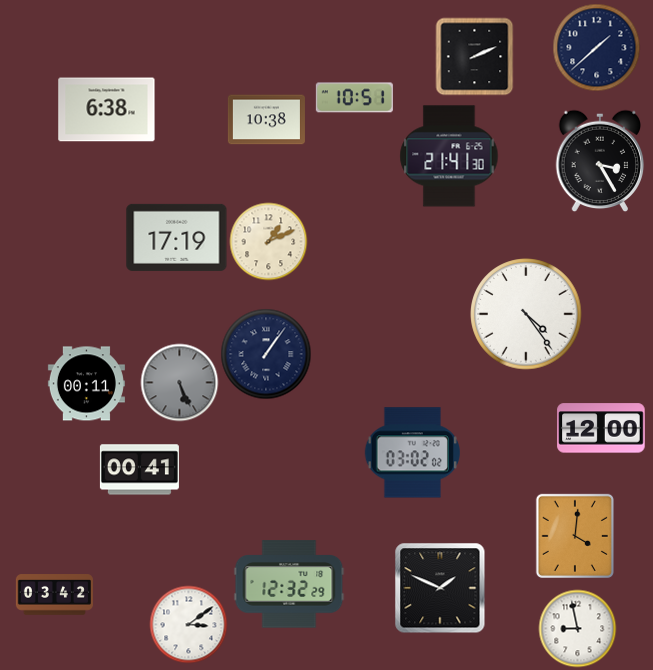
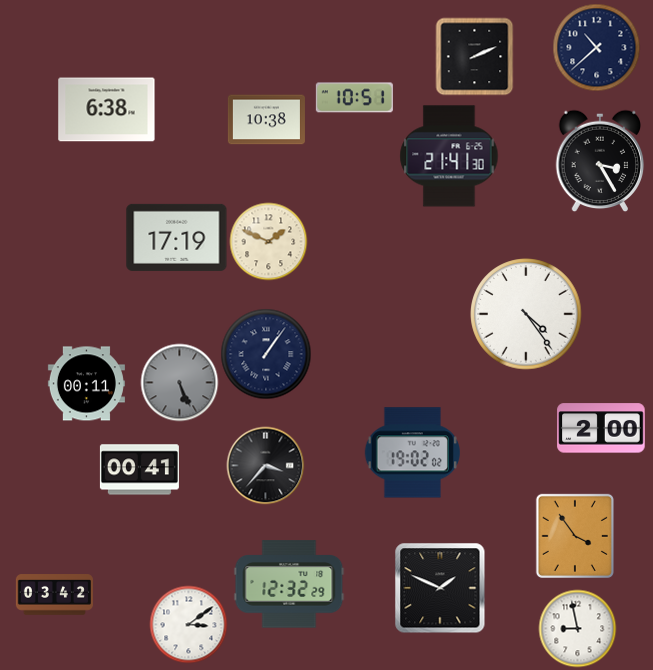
clock at (596, 47): 1:38 -> 10:38
clock at (268, 241): 1:11 -> 1:49
clock at (601, 428): 12:00 -> 2:00
clock at (412, 453): 03:02 -> 19:02
clock at (265, 465): none -> 3:37
clock at (575, 535): 4:01 -> 3:54
